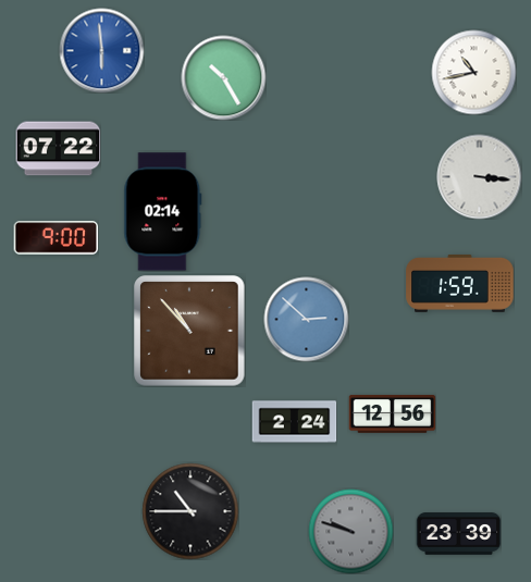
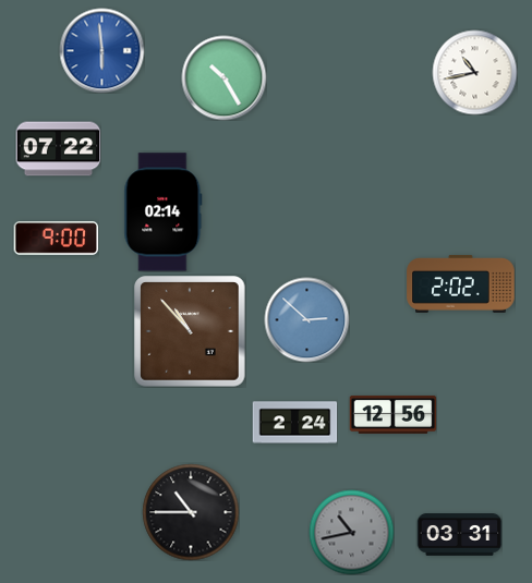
clock at (479, 176): 3:16 -> none
clock at (460, 283): 1:59 -> 2:02
clock at (350, 531): 9:48 -> 10:43
clock at (458, 534): 23:39 -> 03:31
